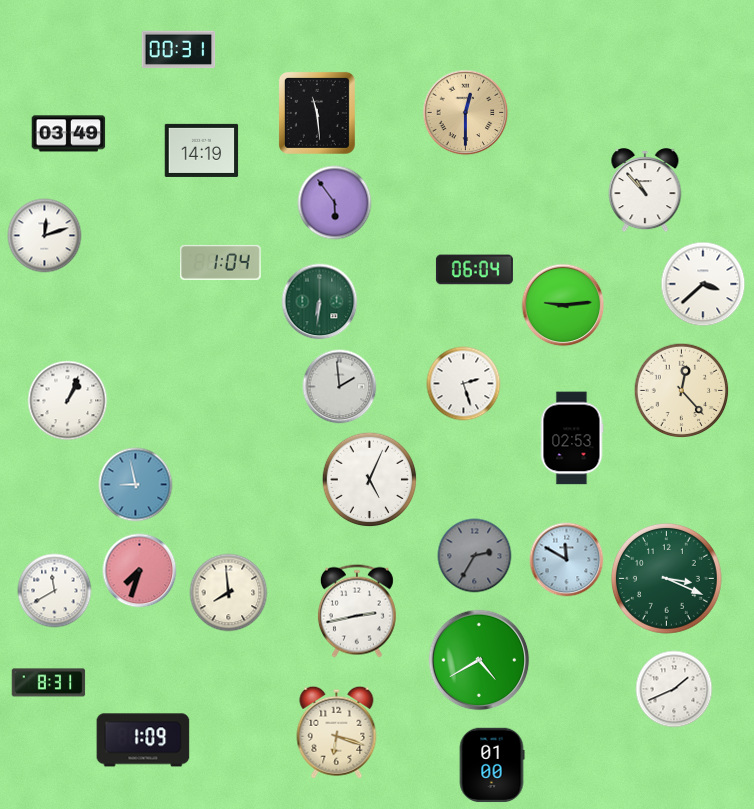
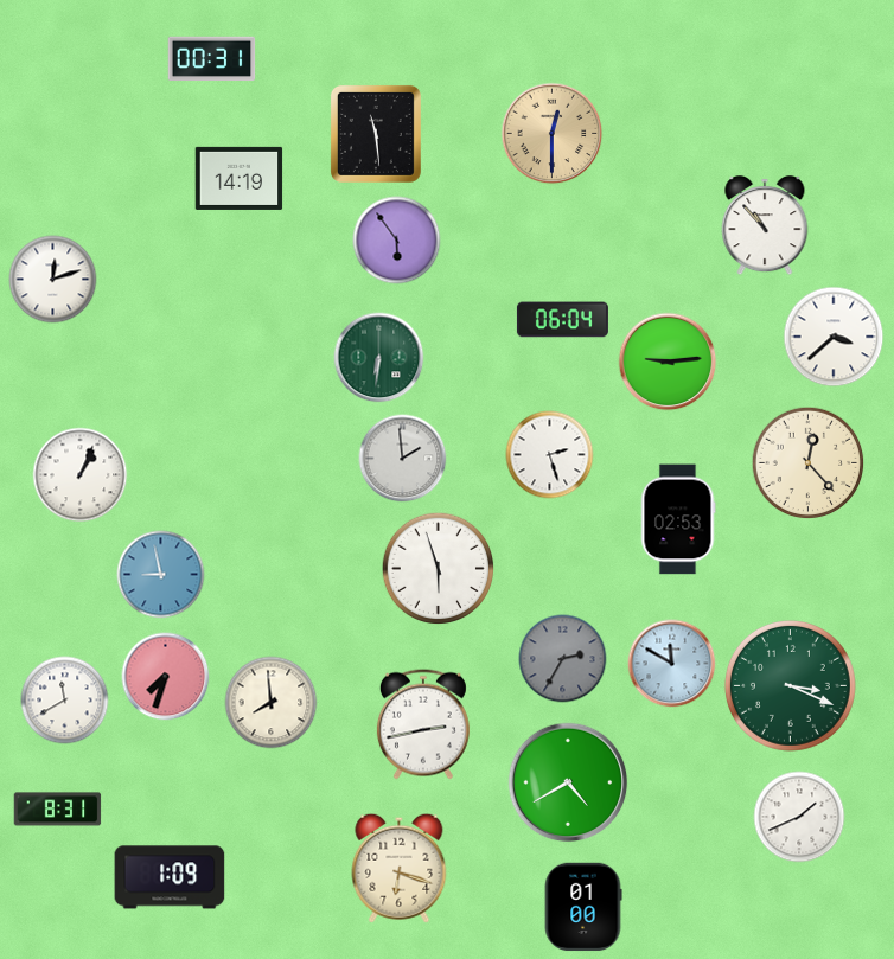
clock at (69, 134): 03:49 -> none
clock at (221, 262): 1:04 -> none
clock at (370, 480): 5:04 -> 5:57
